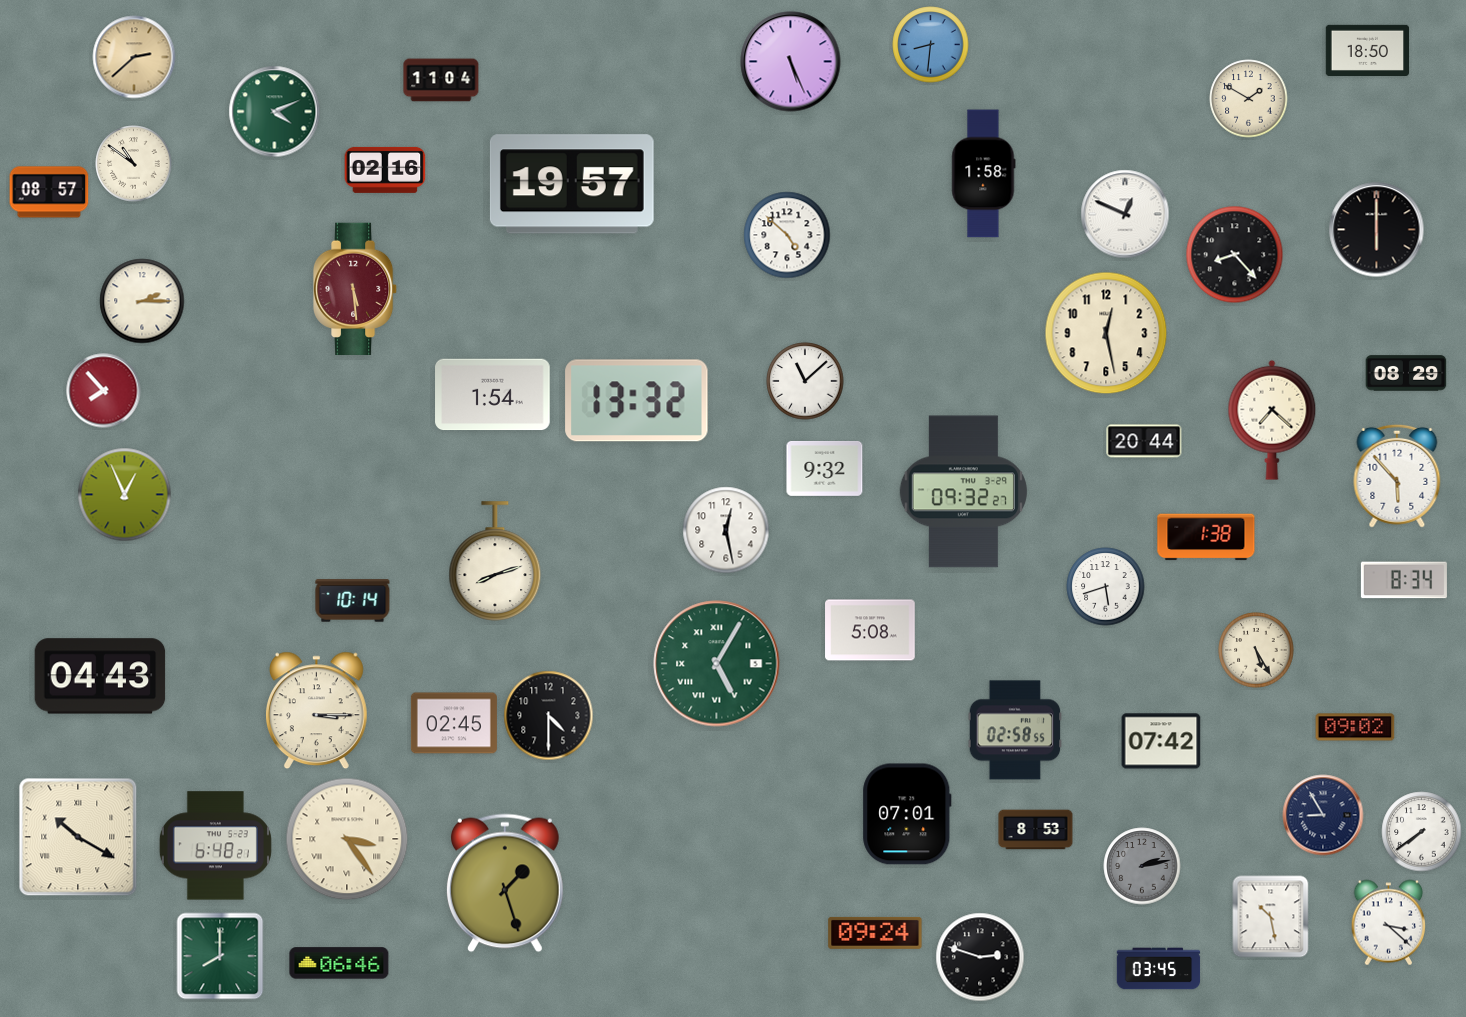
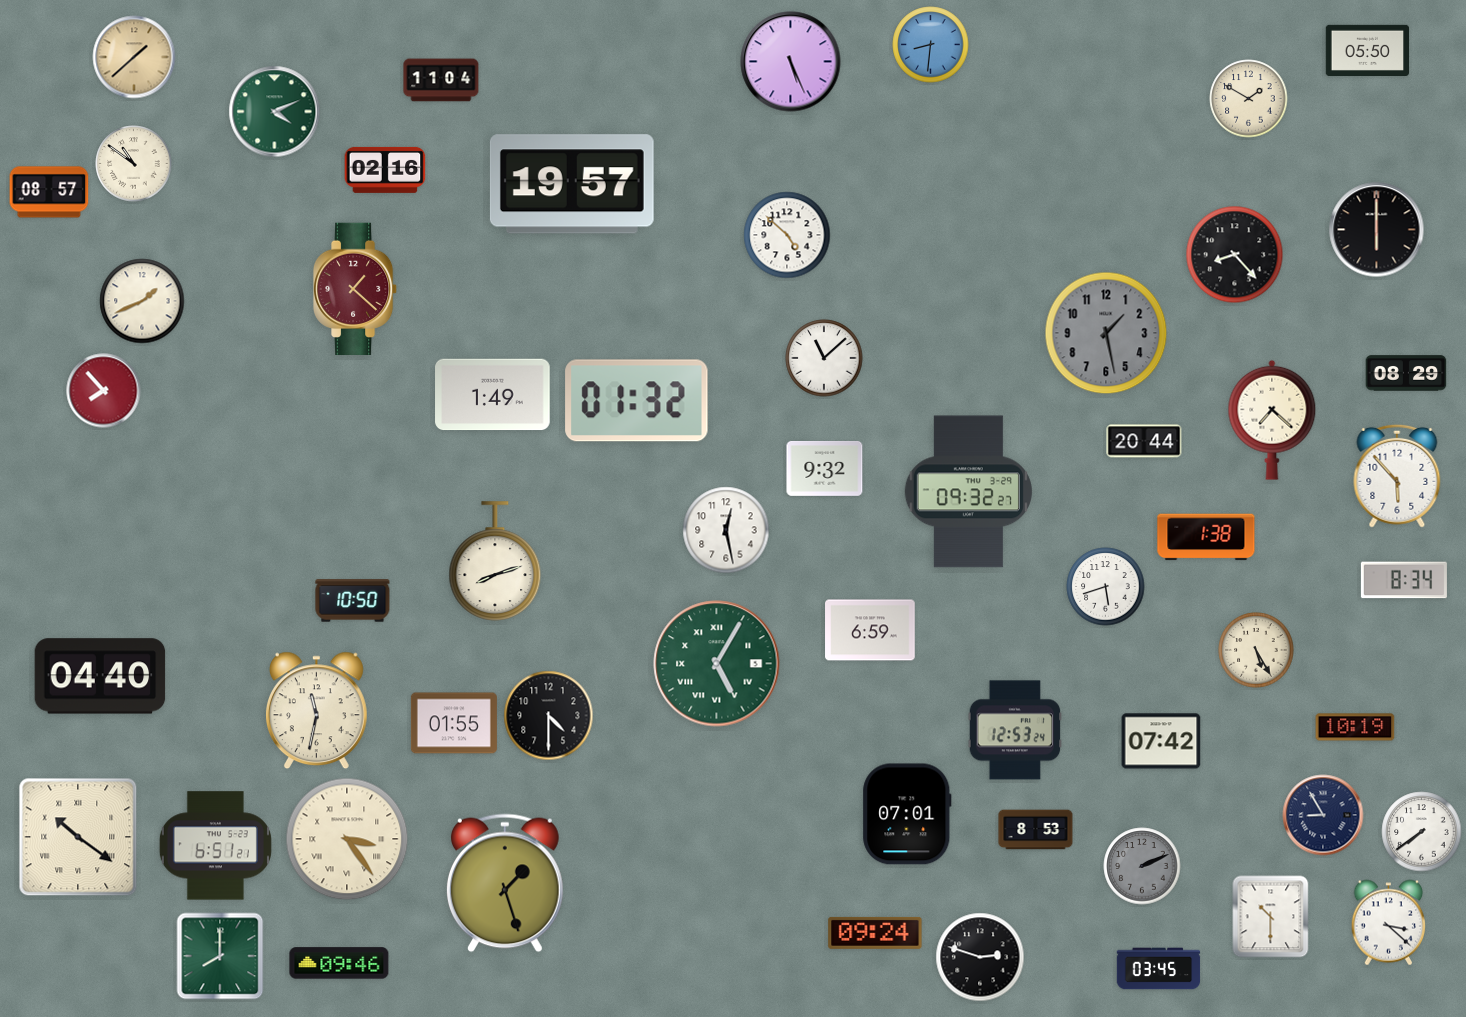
clock at (1368, 50): 18:50 -> 05:50
clock at (134, 57): 2:38 -> 1:38
clock at (984, 174): 1:58 -> none
clock at (1125, 214): 12:49 -> none
clock at (355, 289): 5:29 -> 1:22
clock at (142, 301): 2:15 -> 1:41
clock at (1106, 333): 12:28 -> 1:28
clock at (1106, 333) dial: cream -> grey
clock at (805, 381) position: (805, 381) -> (824, 358)
clock at (493, 395): 1:54 -> 1:49
clock at (637, 401): 13:32 -> 01:32
clock at (963, 492) position: (963, 492) -> (968, 492)
clock at (125, 495): 12:56 -> none
clock at (353, 601): 10:14 -> 10:50
clock at (870, 630): 5:08 -> 6:59
clock at (100, 676): 04:43 -> 04:40
clock at (316, 711): 3:15 -> 11:32
clock at (454, 723): 02:45 -> 01:55
clock at (1355, 727): 09:02 -> 10:19
clock at (1015, 730): 02:58 -> 12:53
clock at (78, 837): 10:20 -> 10:21
clock at (215, 846): 6:48 -> 6:51
clock at (1142, 866): 2:13 -> 2:11
clock at (1271, 917): 10:28 -> 10:30
clock at (339, 963): 06:46 -> 09:46
